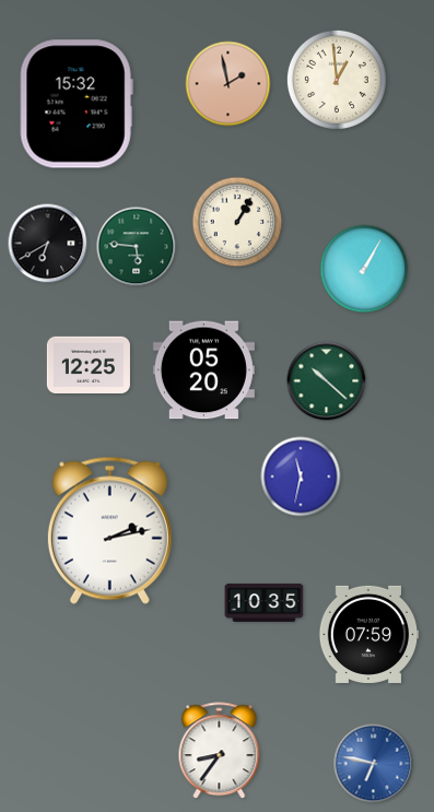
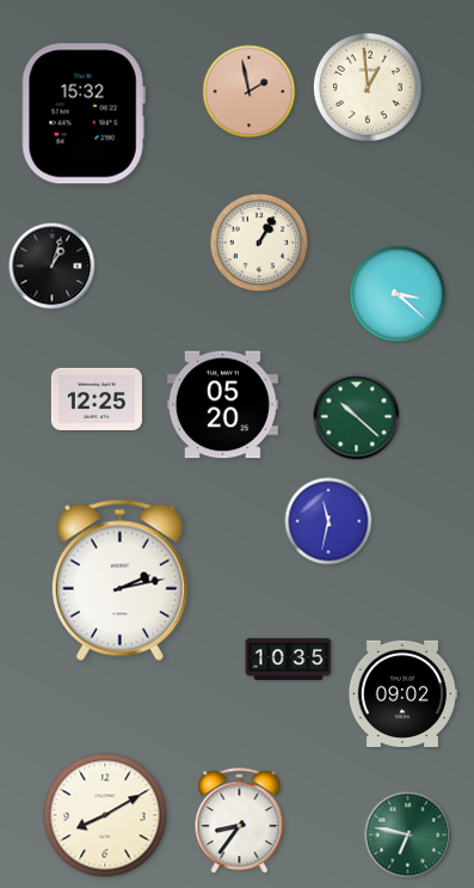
clock at (48, 244): 6:40 -> 1:03
clock at (137, 247): 5:46 -> none
clock at (364, 269): 1:05 -> 3:22
clock at (368, 634): 07:59 -> 09:02
clock at (105, 815): none -> 8:10
clock at (374, 764) dial: blue -> green
